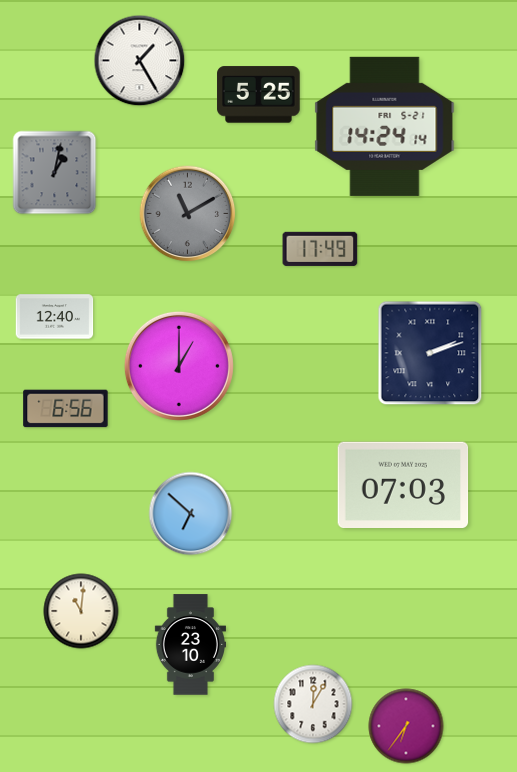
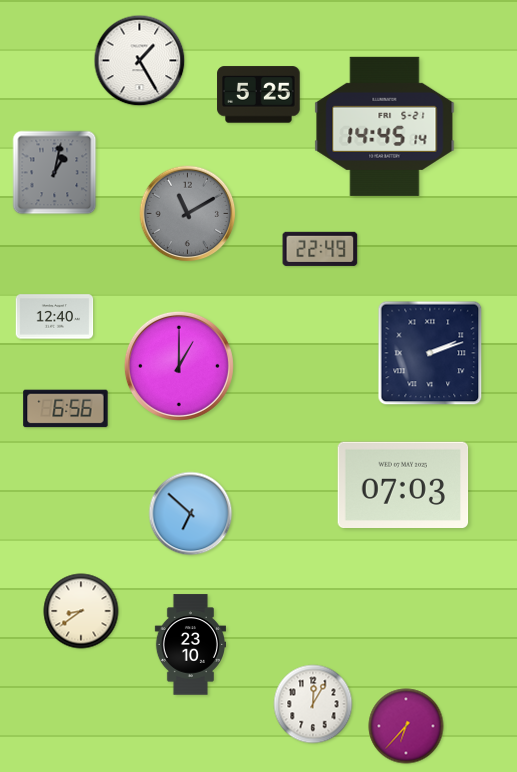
clock at (385, 126): 14:24 -> 14:45
clock at (320, 249): 17:49 -> 22:49
clock at (81, 611): 11:01 -> 8:39
clock at (406, 726): 6:36 -> 6:37
